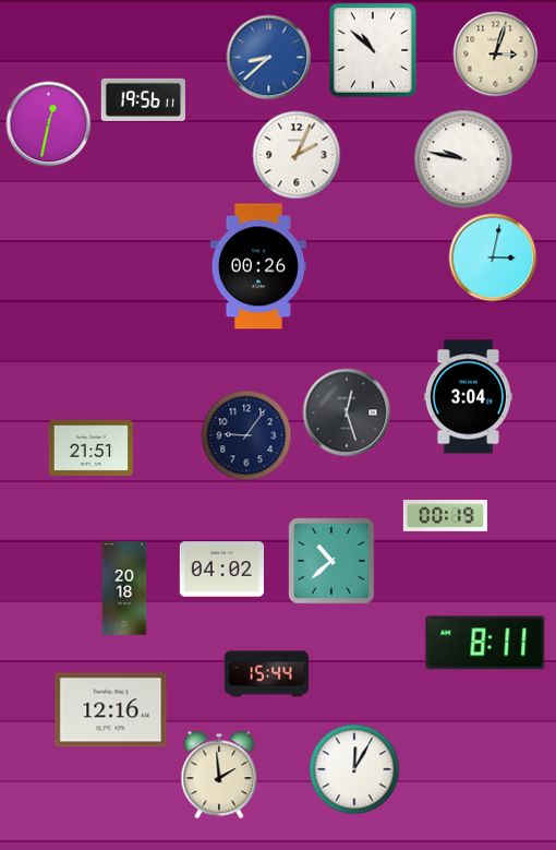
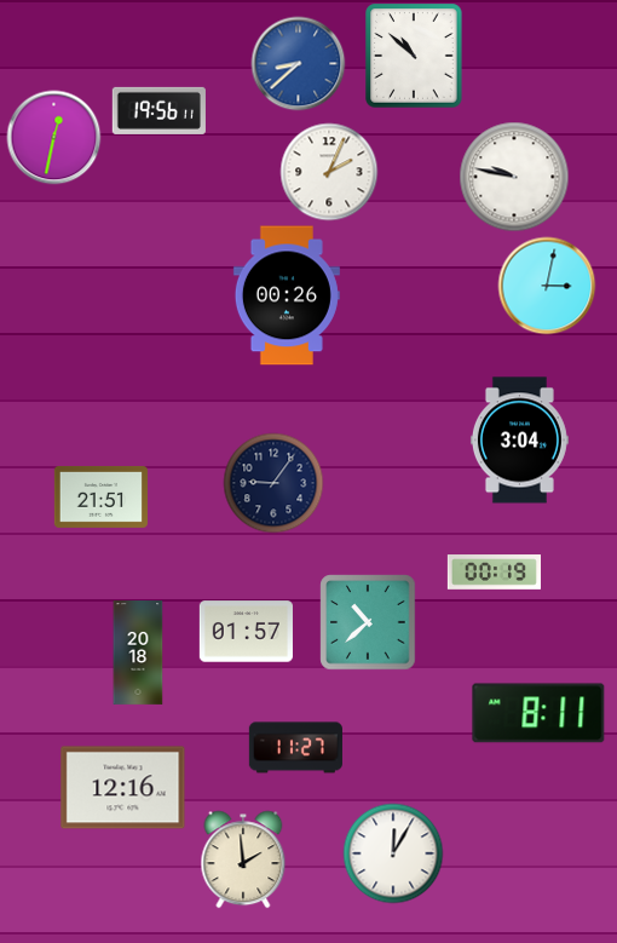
clock at (495, 53): 3:03 -> none
clock at (347, 412): 12:27 -> none
clock at (221, 570): 04:02 -> 01:57
clock at (266, 674): 15:44 -> 11:27
